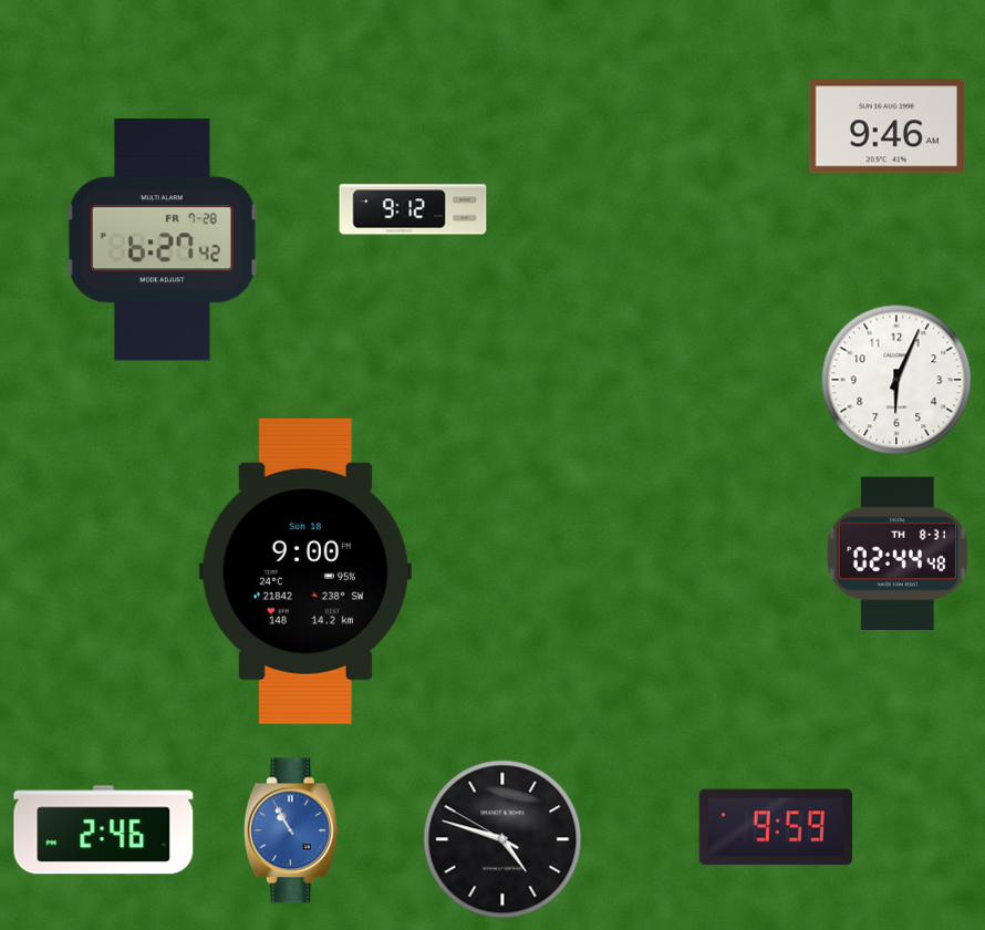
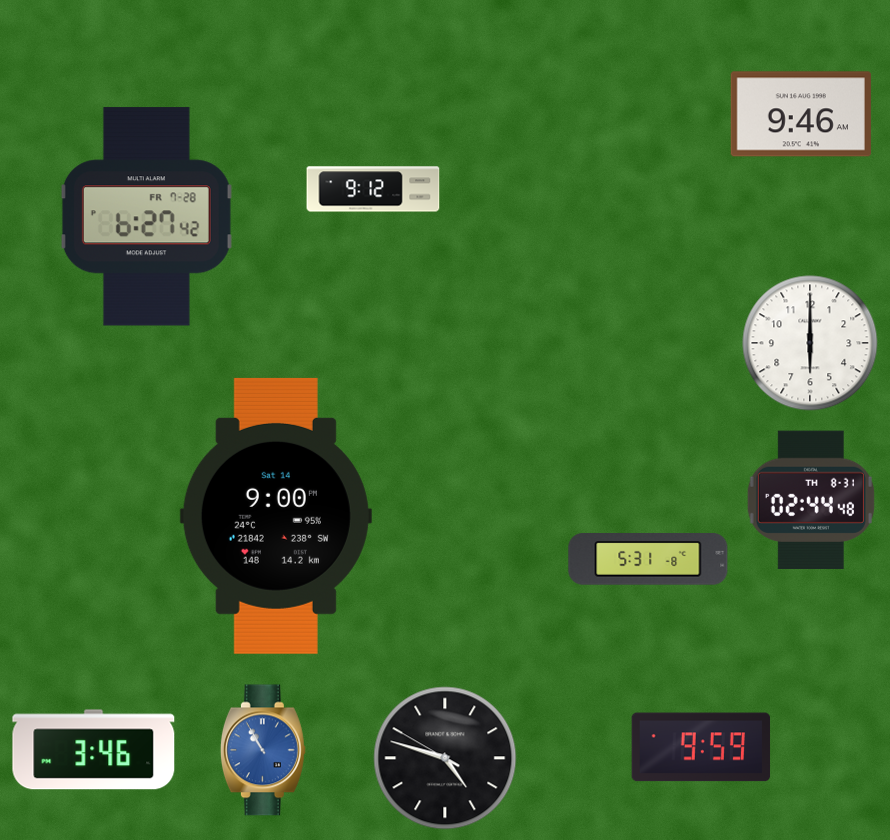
clock at (896, 380): 6:04 -> 6:00
clock at (305, 571) date: Sun 18 -> Sat 14
clock at (648, 560): none -> 5:31
clock at (104, 830): 2:46 -> 3:46
clock at (502, 839) position: (502, 839) -> (445, 758)
